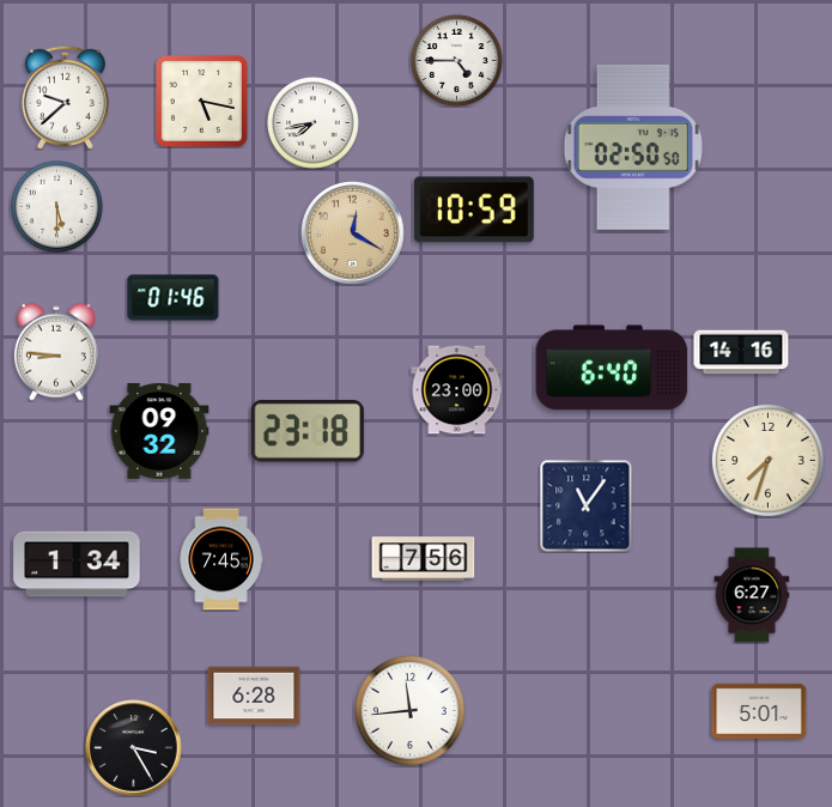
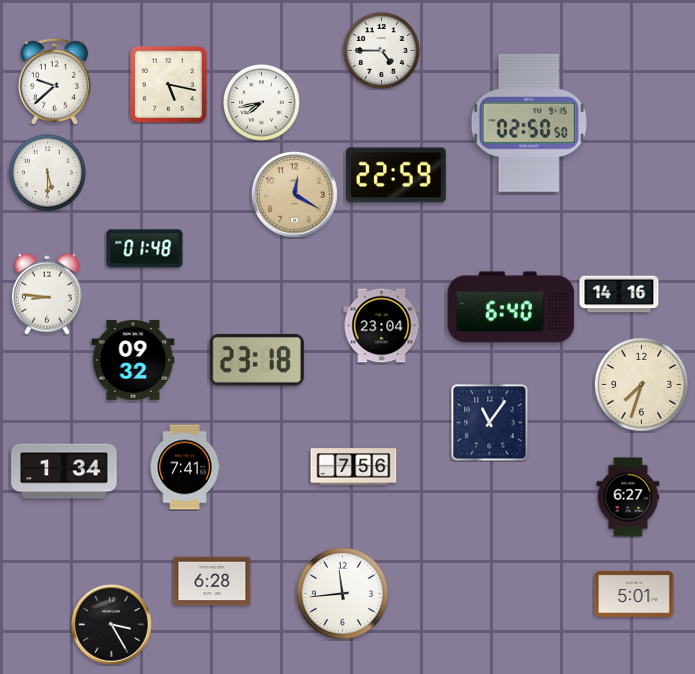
clock at (474, 210): 10:59 -> 22:59
clock at (174, 298): 01:46 -> 01:48
clock at (457, 390): 23:00 -> 23:04
clock at (221, 559): 7:45 -> 7:41
